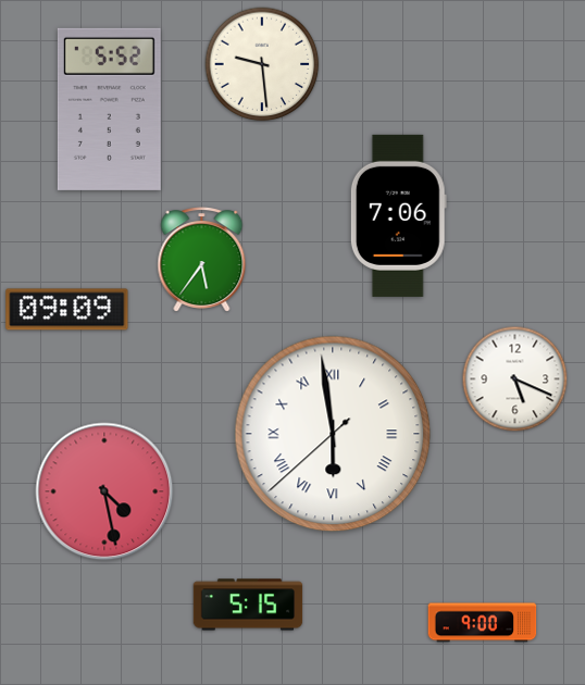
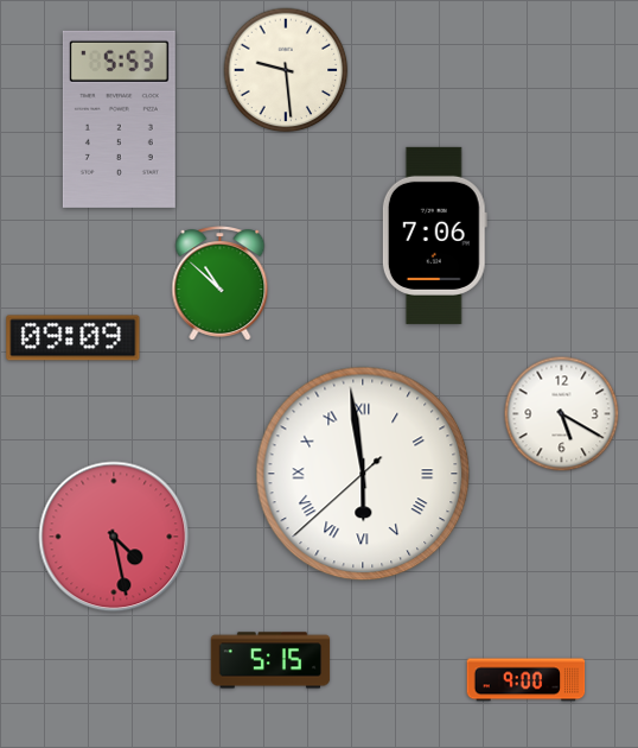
clock at (109, 109): 5:52 -> 5:53
clock at (202, 260): 5:36 -> 10:52
clock at (515, 379): 5:19 -> 5:20
